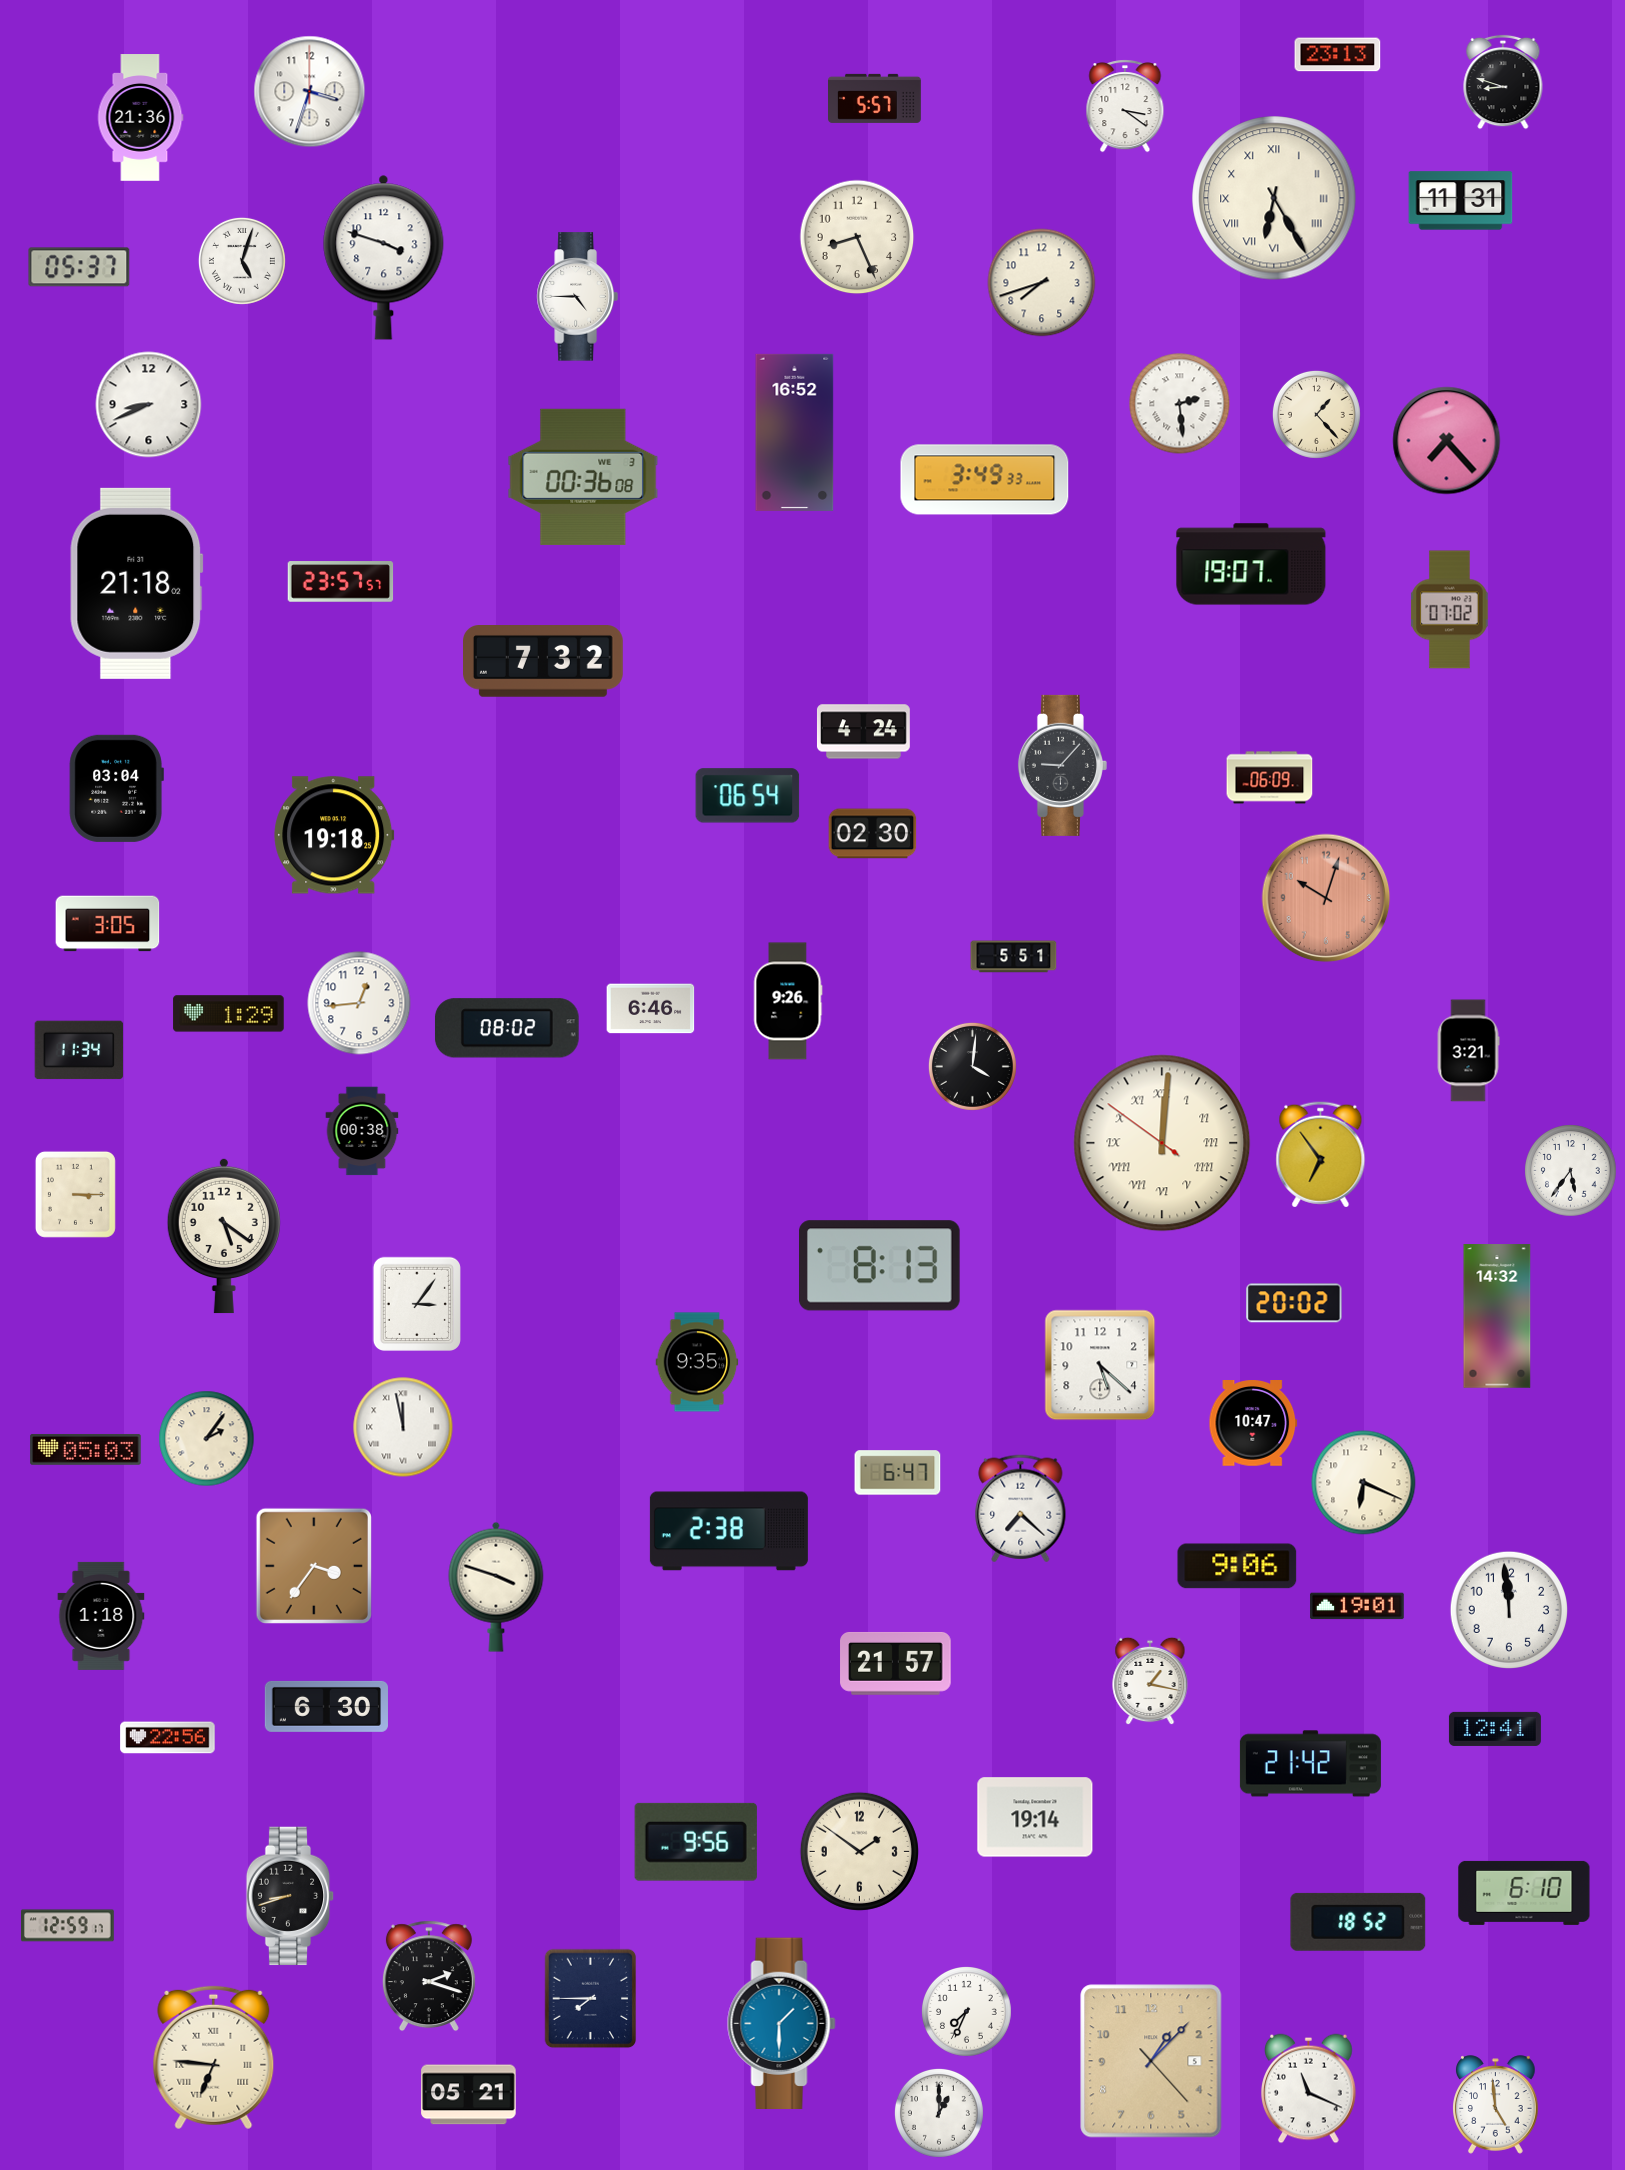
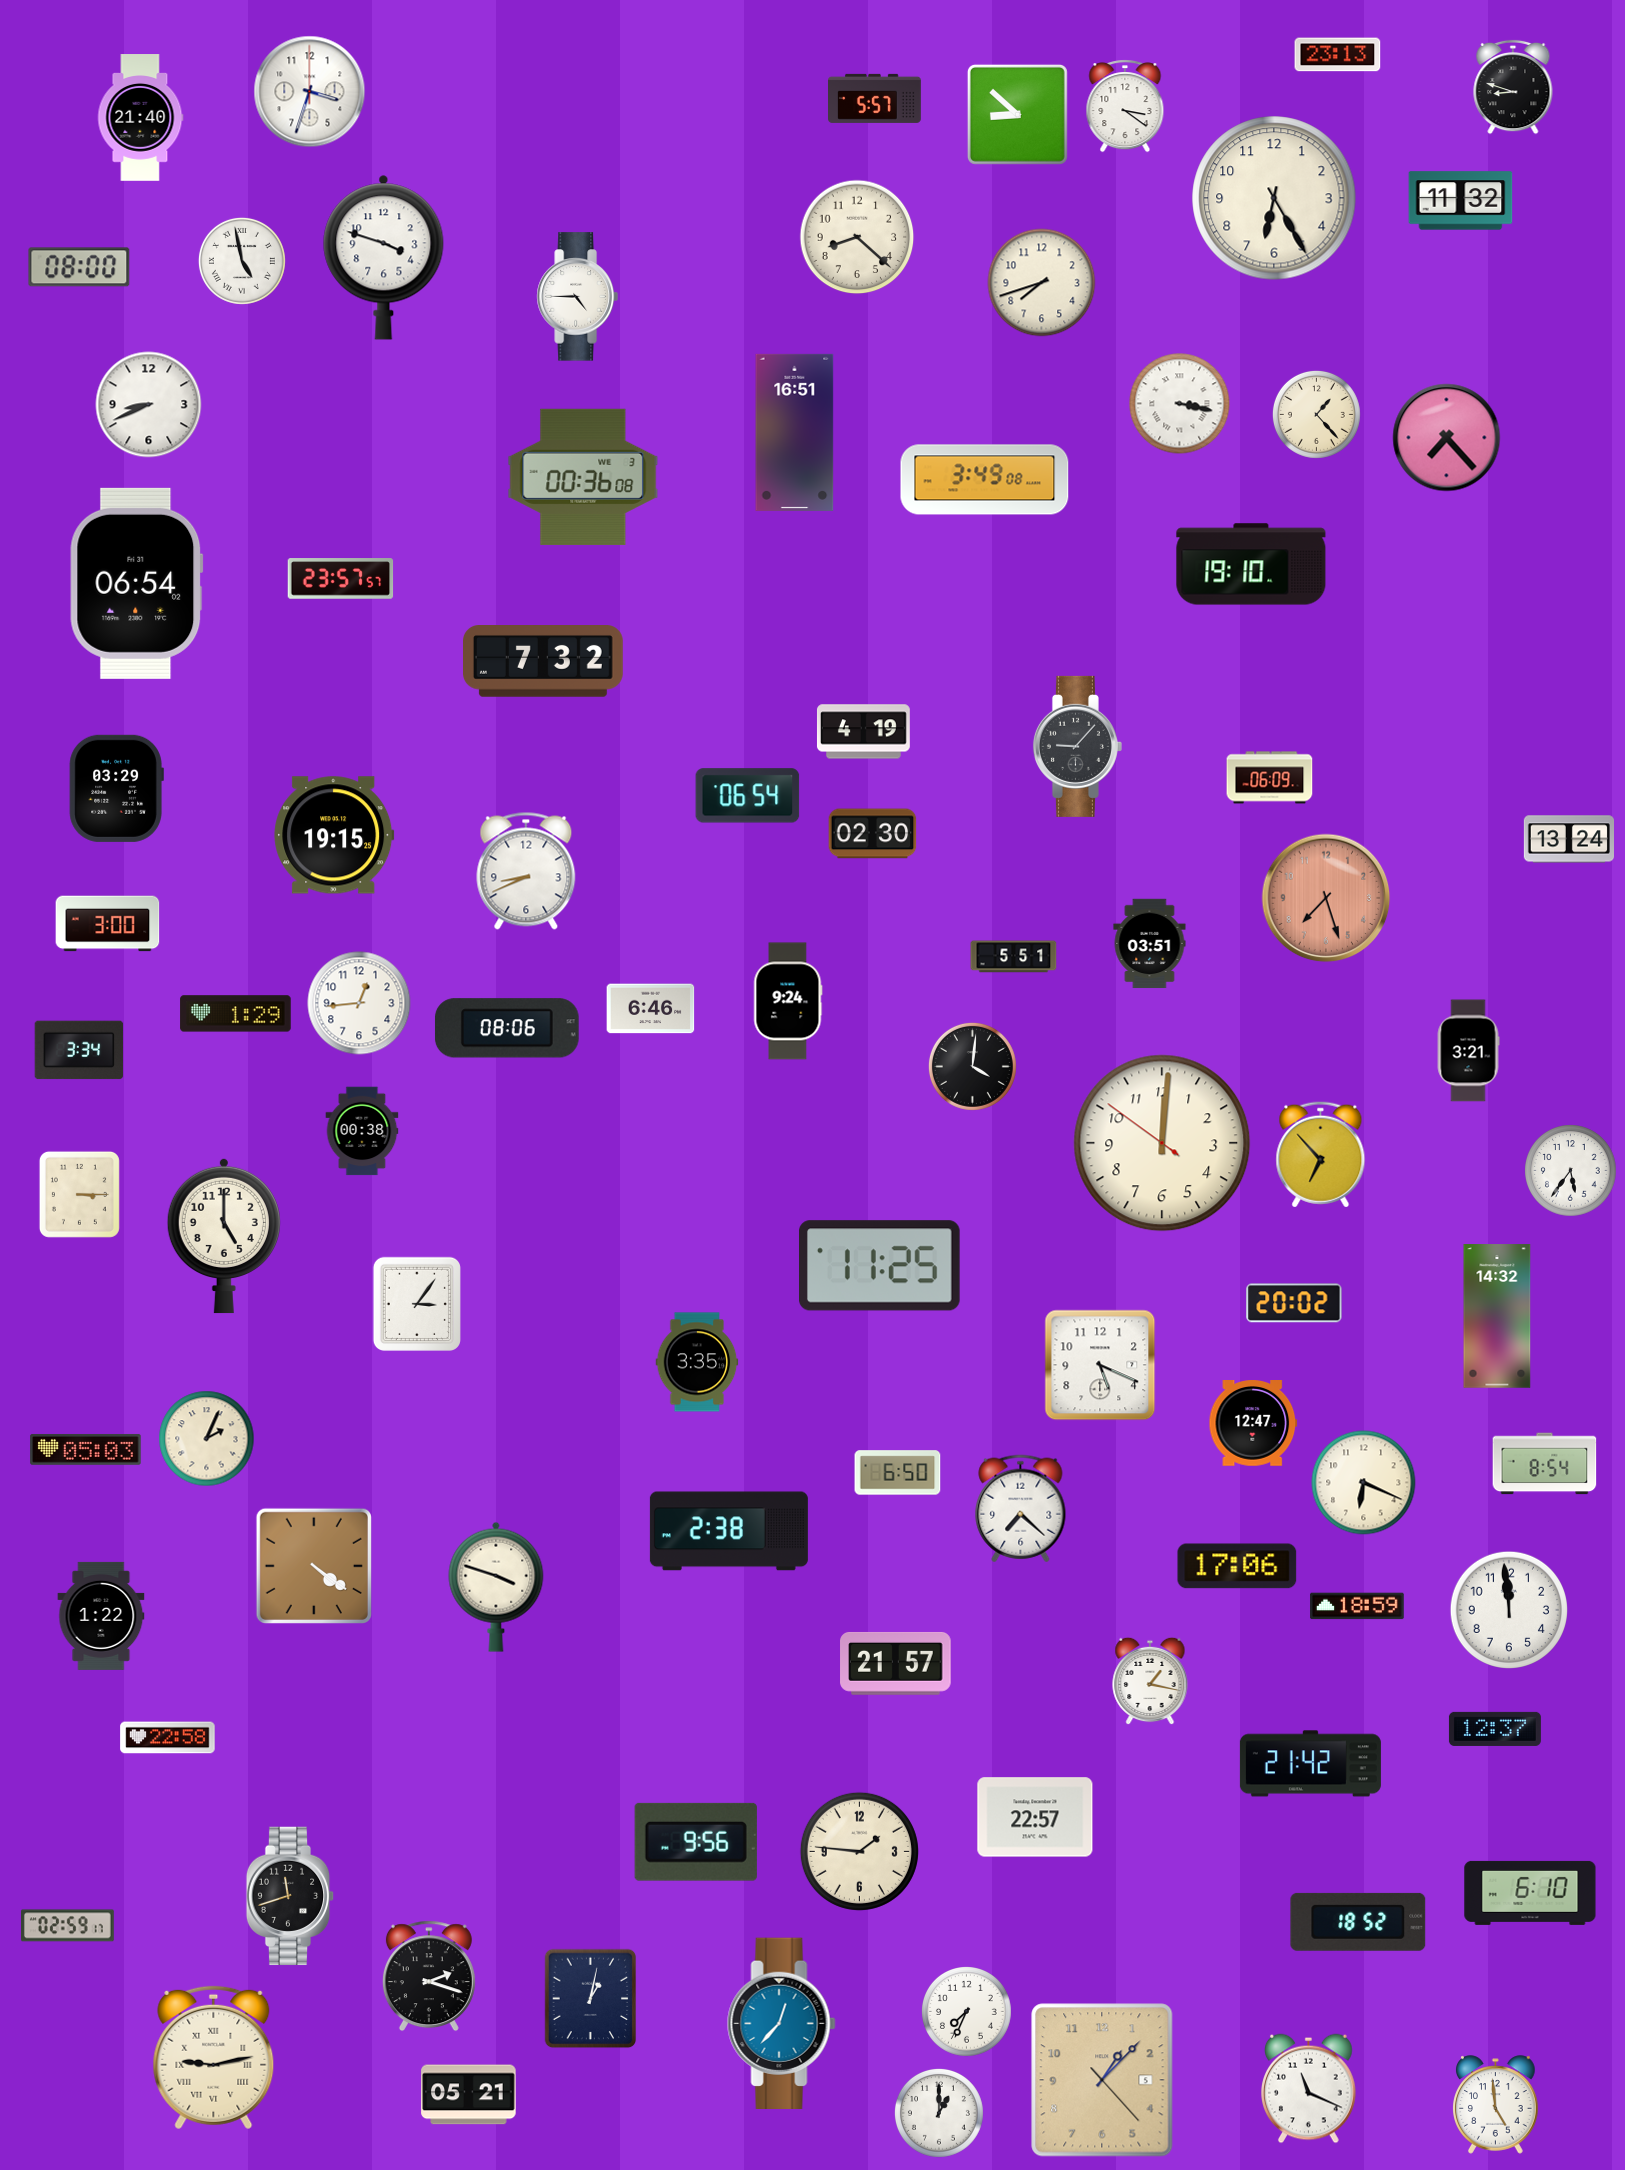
clock at (1503, 82) position: (1503, 82) -> (1513, 87)
clock at (1017, 114): none -> 8:52
clock at (140, 118): 21:36 -> 21:40
clock at (1274, 198) numerals: Roman -> Arabic
clock at (1461, 201): 11:31 -> 11:32
clock at (857, 237): 8:26 -> 8:22
clock at (242, 261): 5:03 -> 4:58
clock at (79, 267): 05:37 -> 08:00
clock at (1180, 404): 2:29 -> 3:17
clock at (795, 432): 16:52 -> 16:51
clock at (1447, 441) position: (1447, 441) -> (1447, 438)
clock at (985, 480): 3:49:33 -> 3:49:08
clock at (1251, 564): 19:07 -> 19:10
clock at (341, 582) position: (341, 582) -> (341, 579)
clock at (137, 583): 21:18 -> 06:54
clock at (1450, 610): 07:02 -> none
clock at (864, 732): 4:24 -> 4:19
clock at (1062, 765) position: (1062, 765) -> (1077, 746)
clock at (116, 788): 03:04 -> 03:29
clock at (334, 835): 19:18 -> 19:15
clock at (1568, 839): none -> 13:24
clock at (526, 871): none -> 8:41
clock at (1326, 898): 10:03 -> 7:27
clock at (108, 924): 3:05 -> 3:00
clock at (1150, 944): none -> 03:51
clock at (788, 1001): 9:26 -> 9:24
clock at (229, 1014) position: (229, 1014) -> (236, 1014)
clock at (507, 1028): 08:02 -> 08:06
clock at (79, 1050): 11:34 -> 3:34
clock at (1162, 1143) numerals: Roman -> Arabic
clock at (1321, 1155): 6:54 -> 6:53
clock at (75, 1194) position: (75, 1194) -> (79, 1194)
clock at (224, 1236): 5:21 -> 5:00
clock at (880, 1266): 8:13 -> 11:25
clock at (697, 1362): 9:35 -> 3:35
clock at (1100, 1365): 5:22 -> 5:19
clock at (1253, 1424): 10:47 -> 12:47
clock at (403, 1427): 11:58 -> none
clock at (207, 1439): 2:06 -> 2:04
clock at (1545, 1464): none -> 8:54
clock at (898, 1473): 6:47 -> 6:50
clock at (314, 1566): 3:36 -> 4:21
clock at (1237, 1566): 9:06 -> 17:06
clock at (1357, 1606): 19:01 -> 18:59
clock at (101, 1616): 1:18 -> 1:22
clock at (326, 1706): 6:30 -> none
clock at (1495, 1729): 12:41 -> 12:37
clock at (168, 1738): 22:56 -> 22:58
clock at (1035, 1817): 19:14 -> 22:57
clock at (859, 1851): 1:51 -> 1:46
clock at (1524, 1893) position: (1524, 1893) -> (1530, 1893)
clock at (290, 1896): 8:42 -> 11:42
clock at (67, 1926): 12:59 -> 02:59
clock at (591, 1999): 7:45 -> 1:02
clock at (782, 2023): 1:30 -> 12:37
clock at (214, 2058): 6:46 -> 9:13
clock at (1151, 2061) position: (1151, 2061) -> (1102, 2080)
